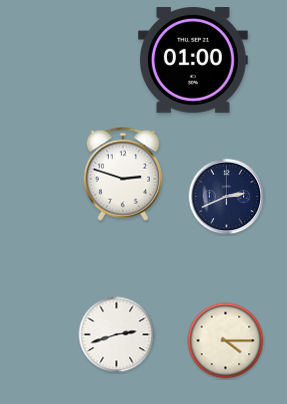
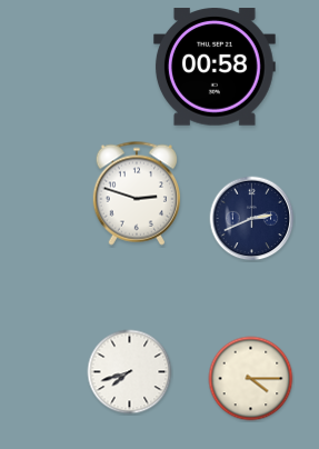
clock at (193, 60): 01:00 -> 00:58
clock at (117, 335): 2:42 -> 7:42
